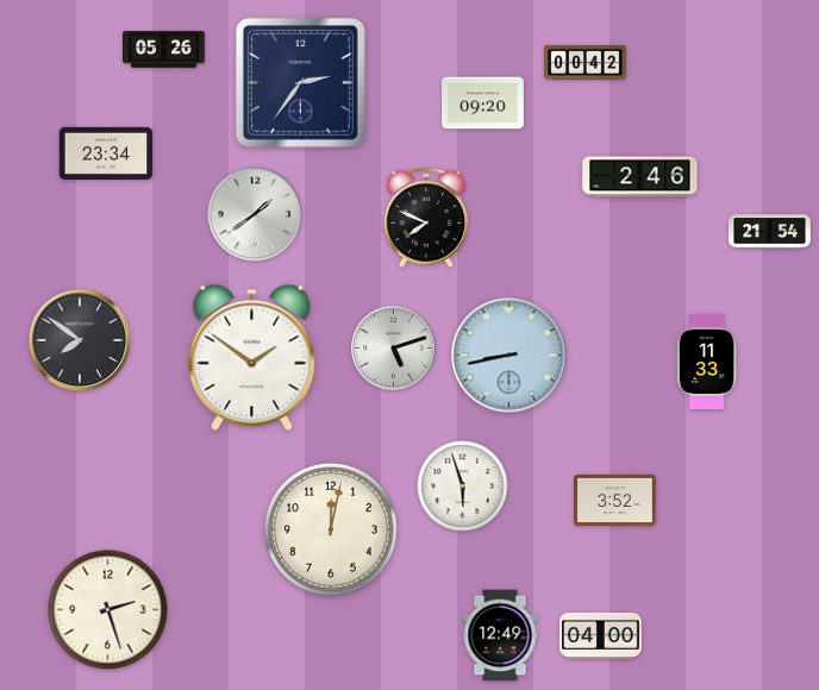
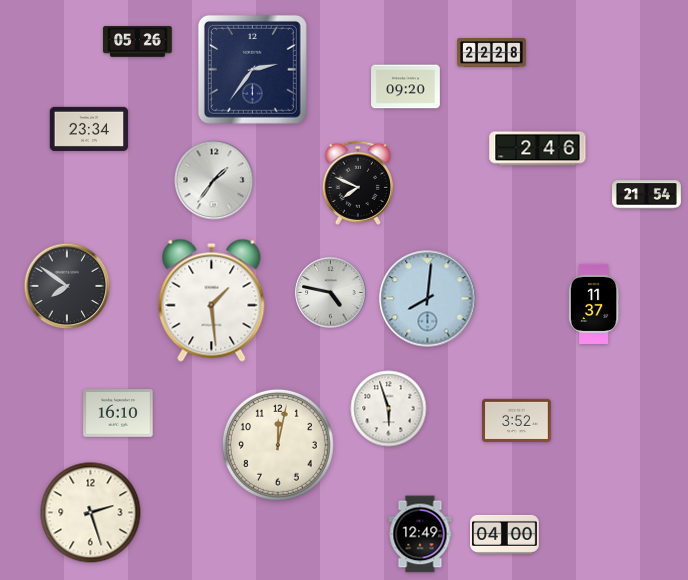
clock at (586, 63): 00:42 -> 22:28
clock at (255, 214): 1:39 -> 1:36
clock at (394, 349): 5:12 -> 4:47
clock at (509, 356): 8:43 -> 8:01
clock at (252, 357): 1:51 -> 1:29
clock at (707, 362): 11:33 -> 11:37
clock at (118, 413): none -> 16:10
